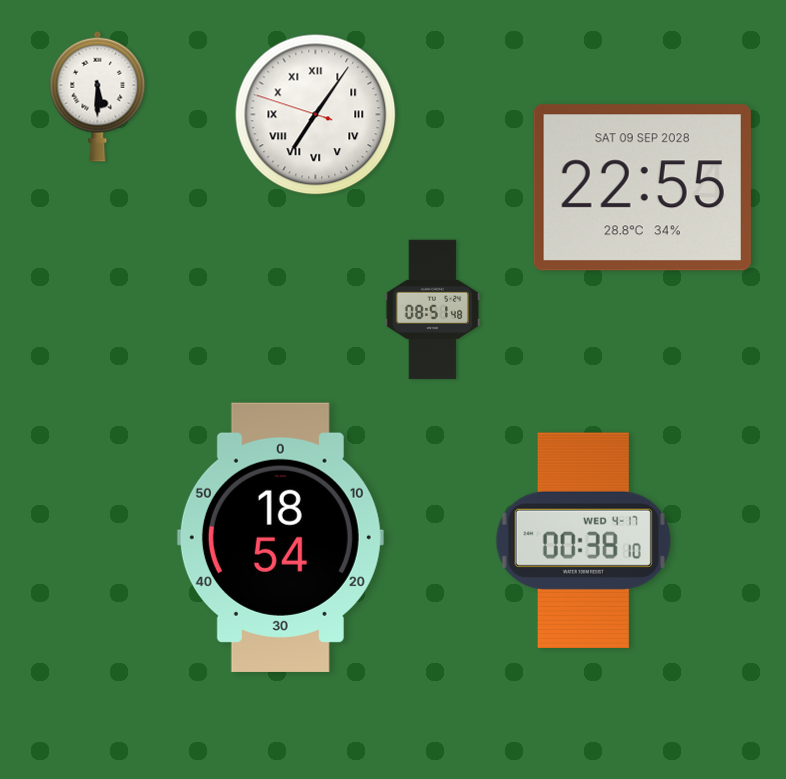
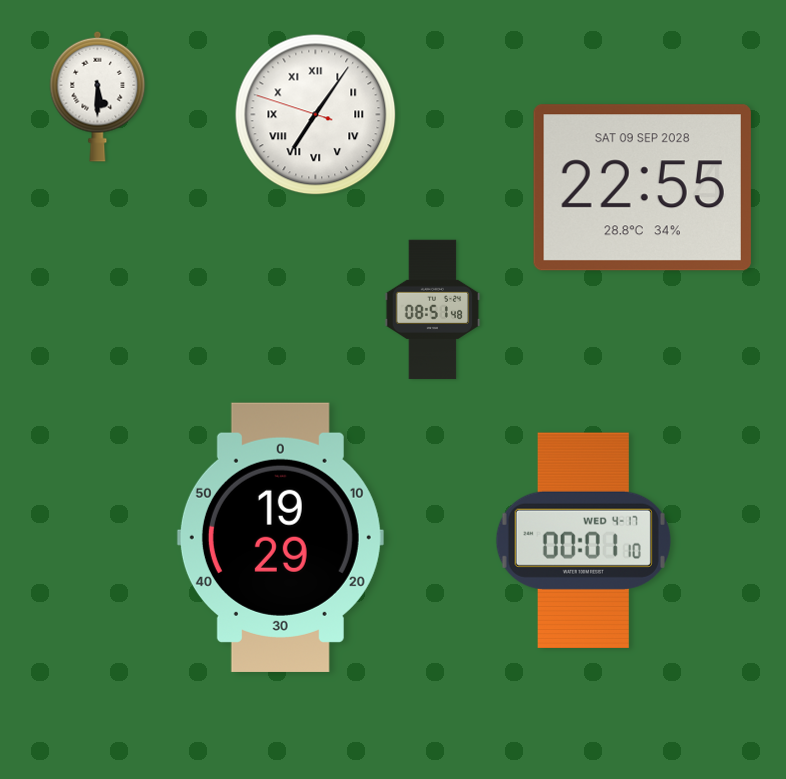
clock at (280, 537): 18:54 -> 19:29
clock at (583, 540): 00:38 -> 00:01
